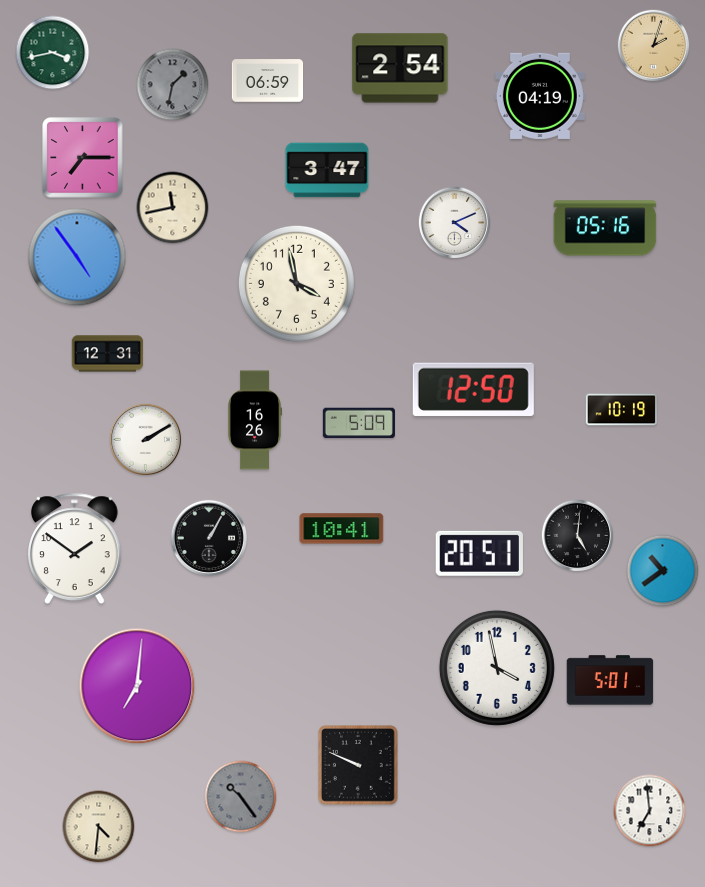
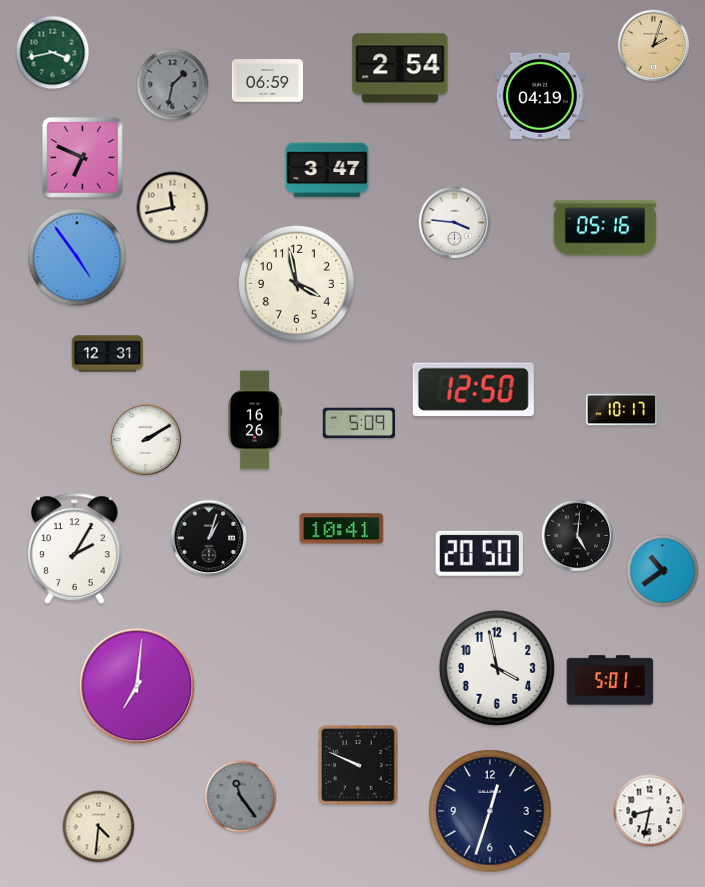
clock at (83, 158): 7:15 -> 6:49
clock at (455, 223): 4:11 -> 3:46
clock at (622, 410): 10:19 -> 10:17
clock at (209, 538): 1:05 -> 1:03
clock at (75, 548): 1:51 -> 2:05
clock at (479, 553): 20:51 -> 20:50
clock at (241, 797): 10:24 -> 11:24
clock at (490, 811): none -> 12:33
clock at (650, 811): 6:59 -> 8:32
